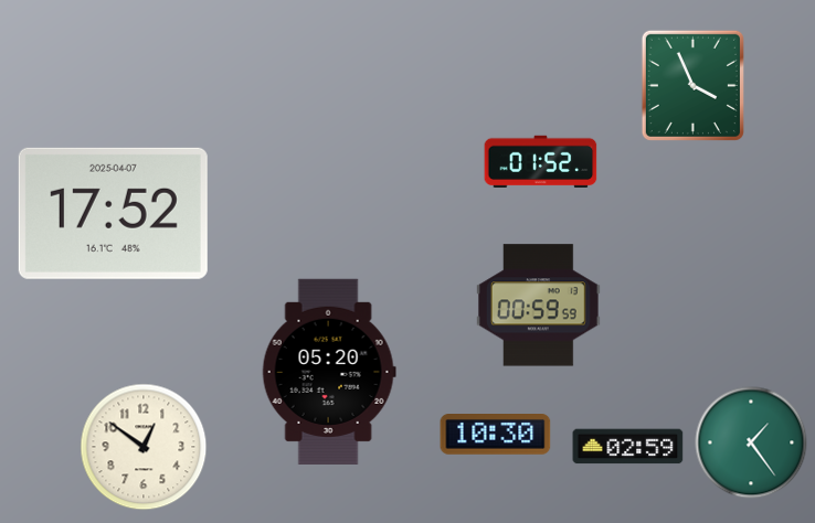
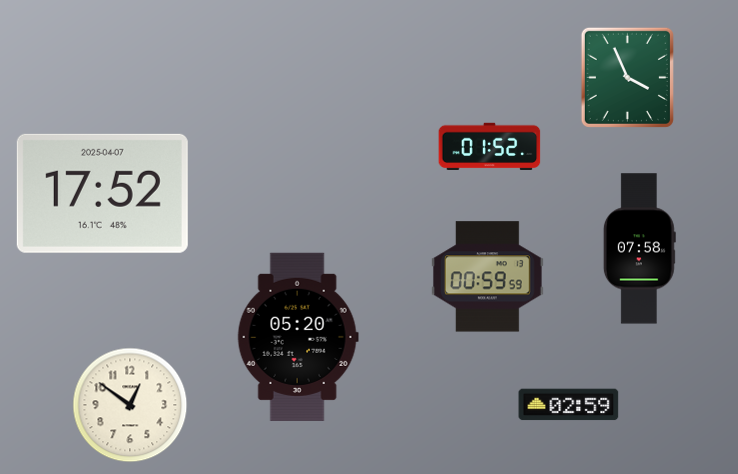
clock at (639, 249): none -> 07:58
clock at (496, 435): 10:30 -> none
clock at (751, 442): 1:24 -> none
